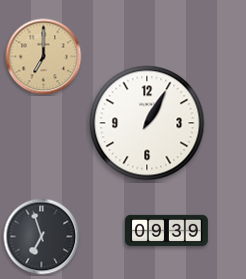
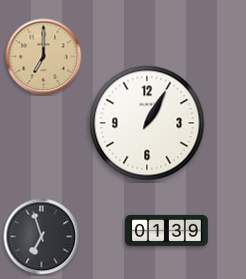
clock at (167, 230): 09:39 -> 01:39
